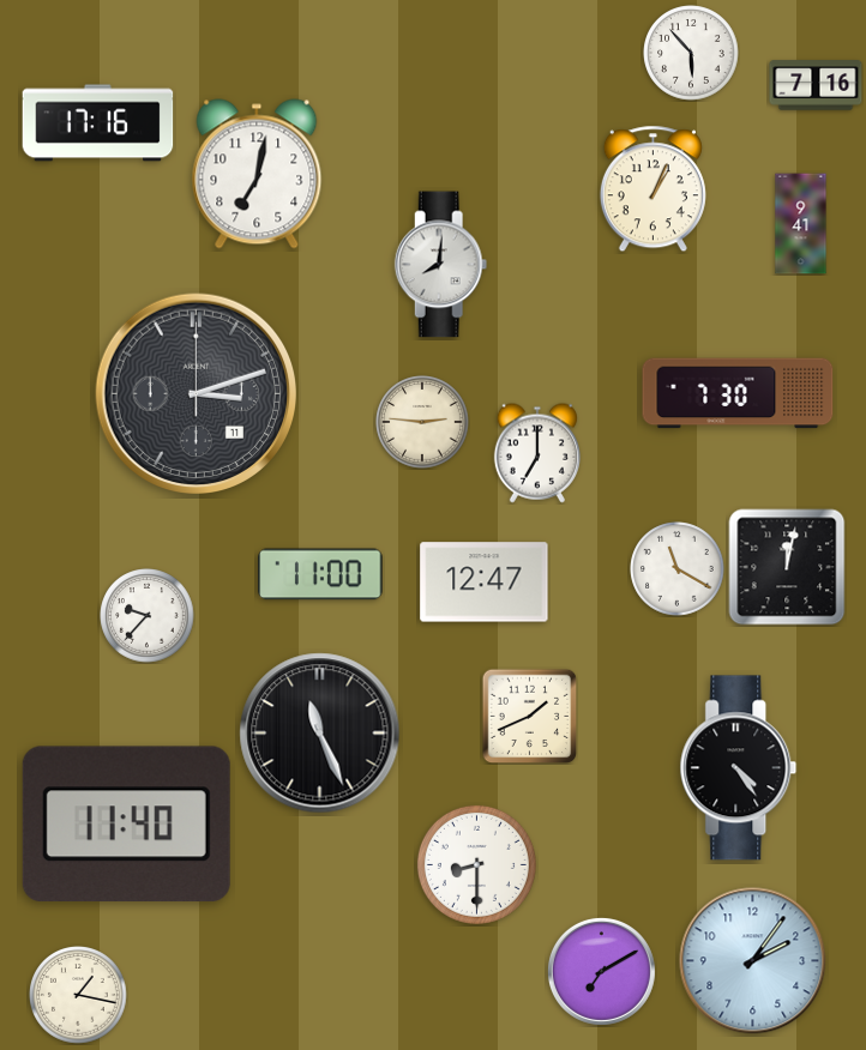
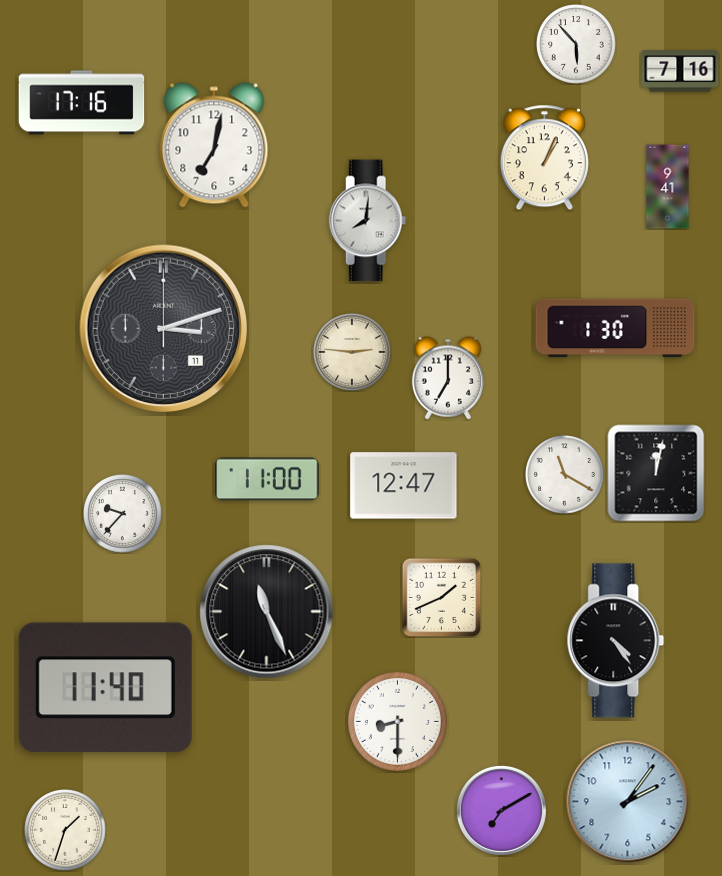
clock at (738, 393): 7:30 -> 1:30
clock at (79, 996): 1:17 -> 1:33
